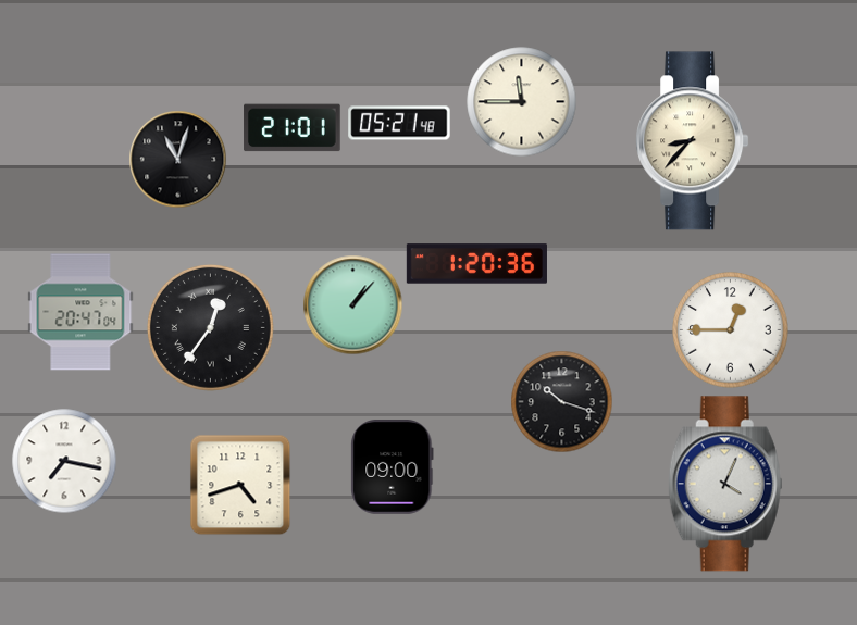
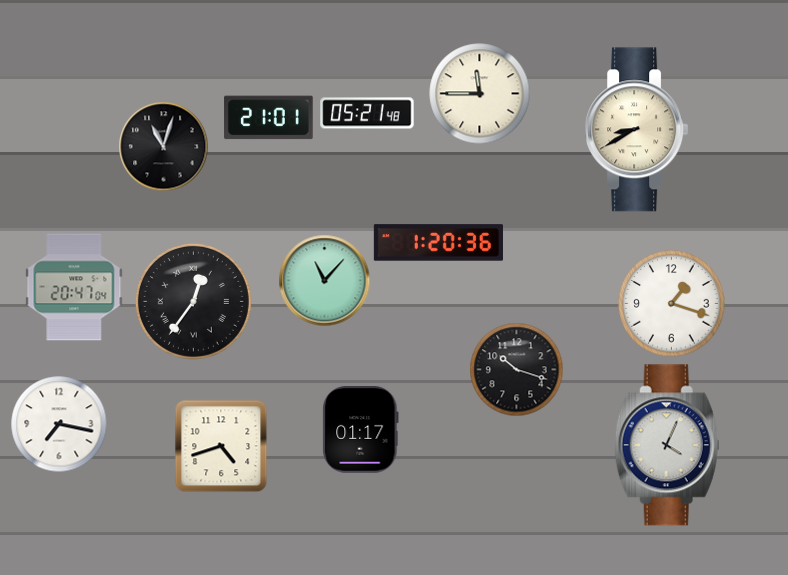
clock at (693, 141): 8:37 -> 8:40
clock at (352, 304): 1:07 -> 11:07
clock at (731, 330): 12:45 -> 1:18
clock at (393, 467): 09:00 -> 01:17
